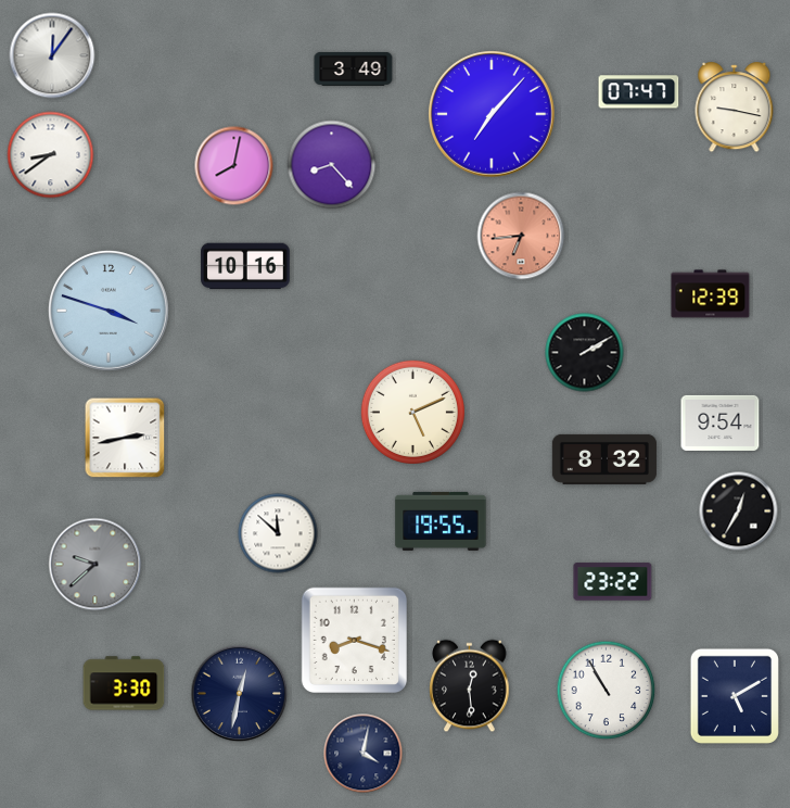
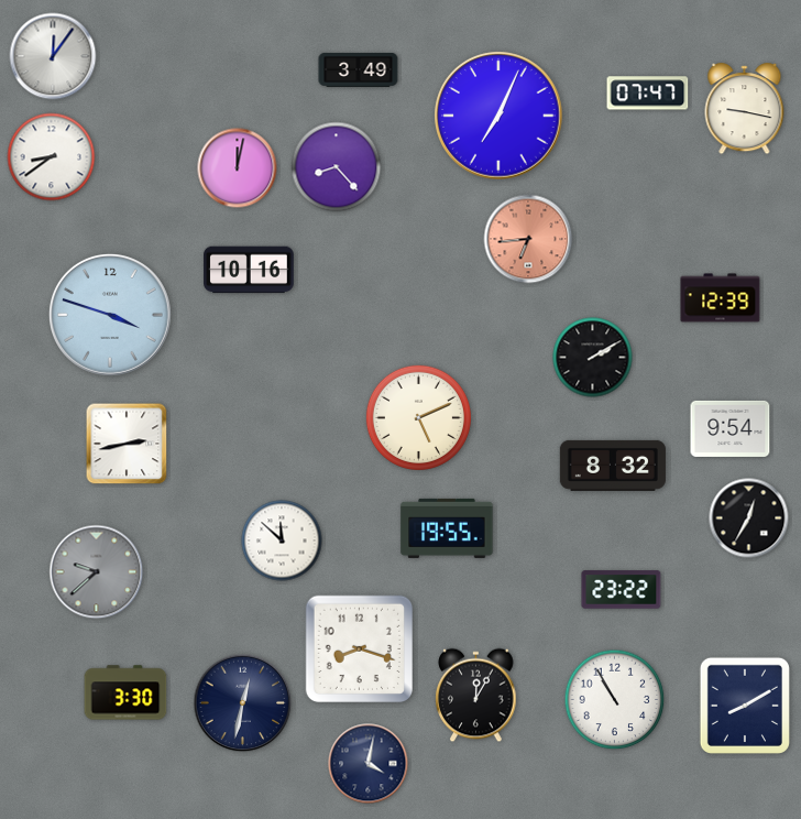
clock at (492, 114): 7:07 -> 7:04
clock at (234, 166): 8:02 -> 12:02
clock at (470, 686): 12:29 -> 12:05
clock at (735, 696): 5:10 -> 8:10
